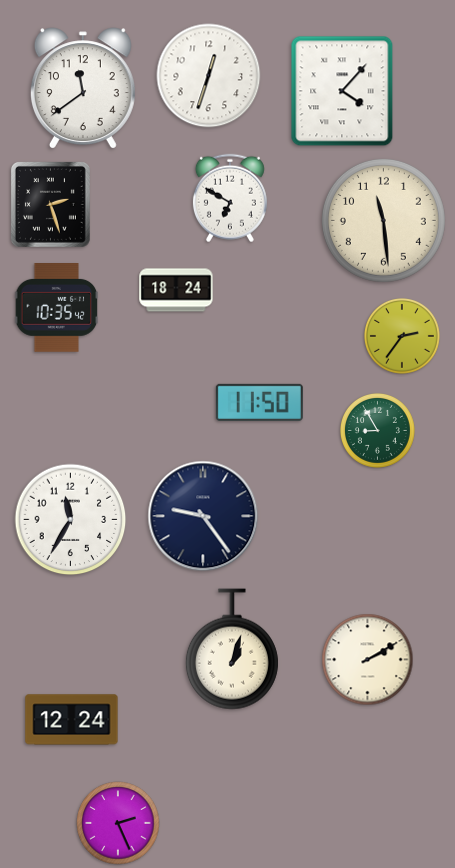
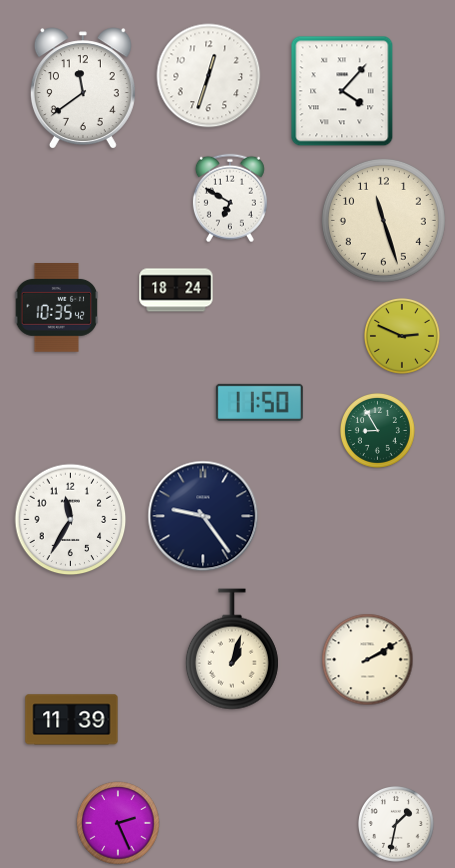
clock at (50, 204): 2:27 -> none
clock at (383, 220): 11:29 -> 11:27
clock at (403, 337): 2:36 -> 2:49
clock at (72, 720): 12:24 -> 11:39
clock at (397, 825): none -> 1:32
